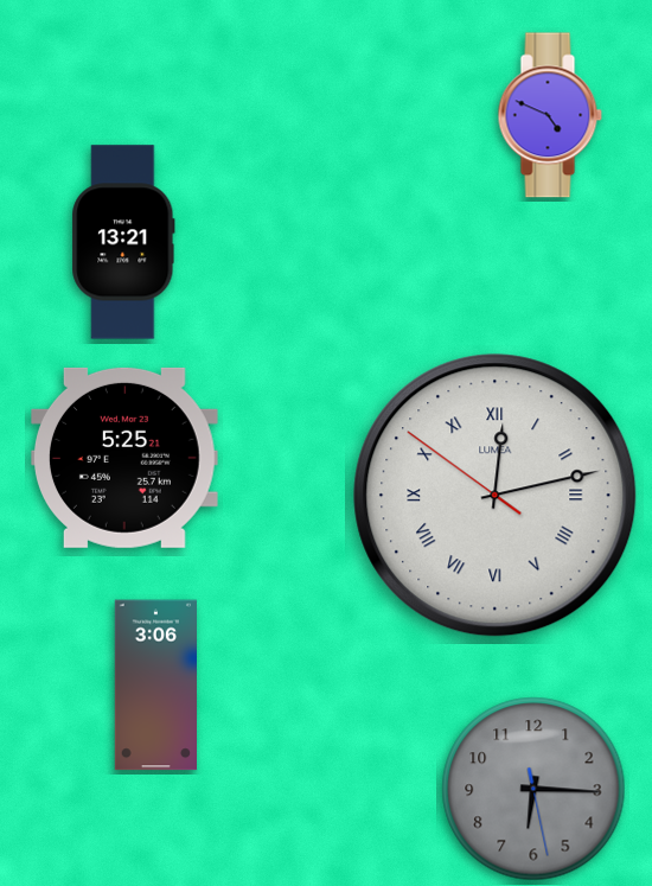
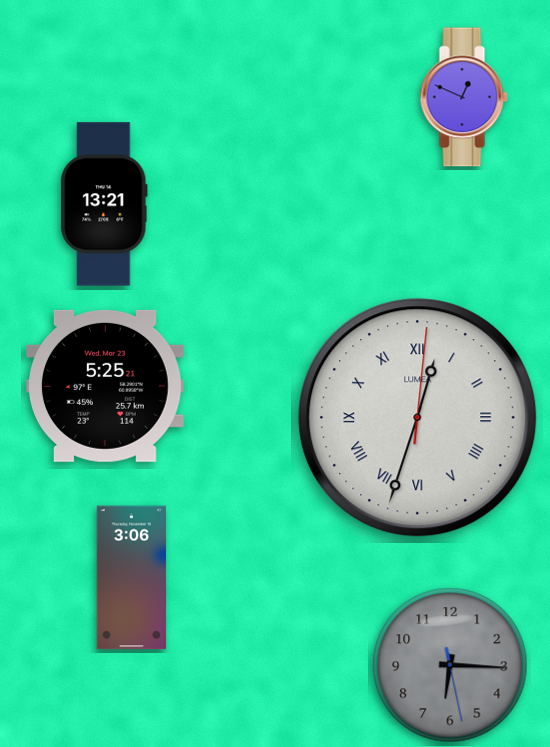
clock at (550, 115): 4:49 -> 12:49
clock at (496, 496): 12:12 -> 12:33
